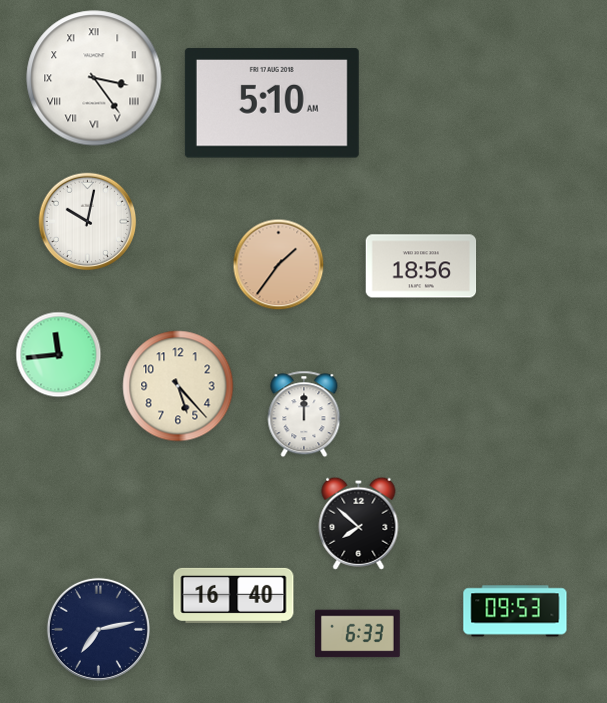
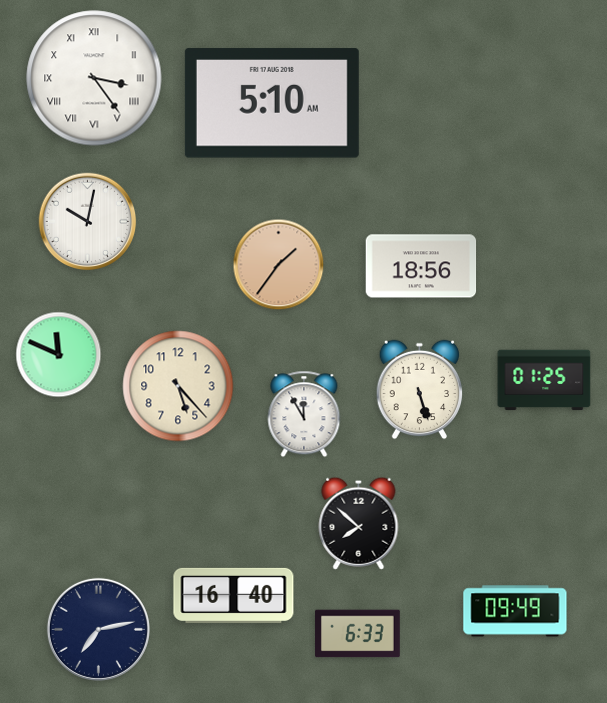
clock at (59, 355): 11:44 -> 11:49
clock at (544, 380): none -> 01:25
clock at (420, 390): none -> 5:27
clock at (304, 414): 12:00 -> 11:55
clock at (515, 611): 09:53 -> 09:49
